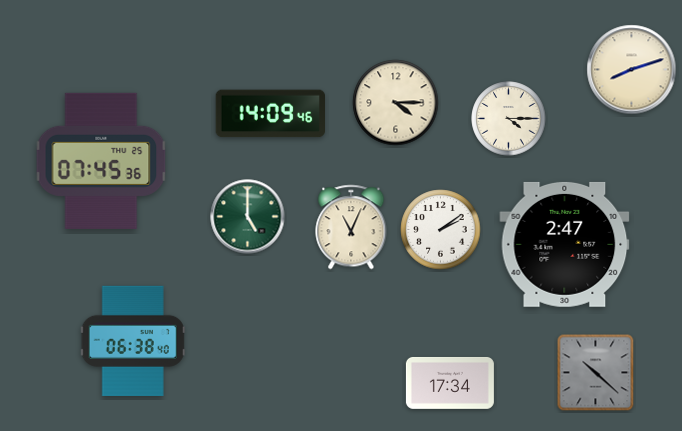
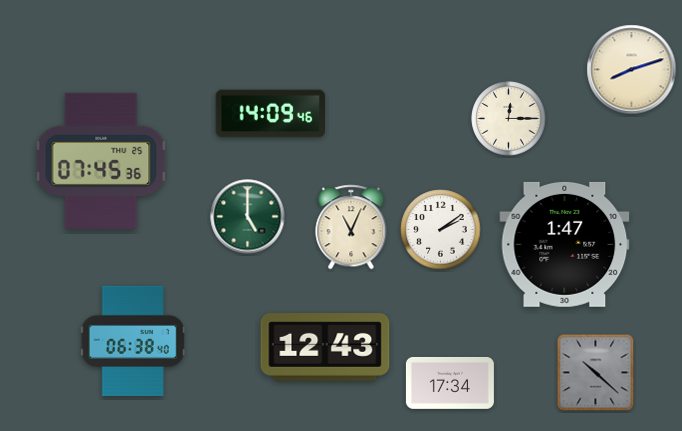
clock at (396, 103): 4:15 -> none
clock at (509, 119): 4:15 -> 12:15
clock at (565, 244): 2:47 -> 1:47
clock at (325, 347): none -> 12:43
